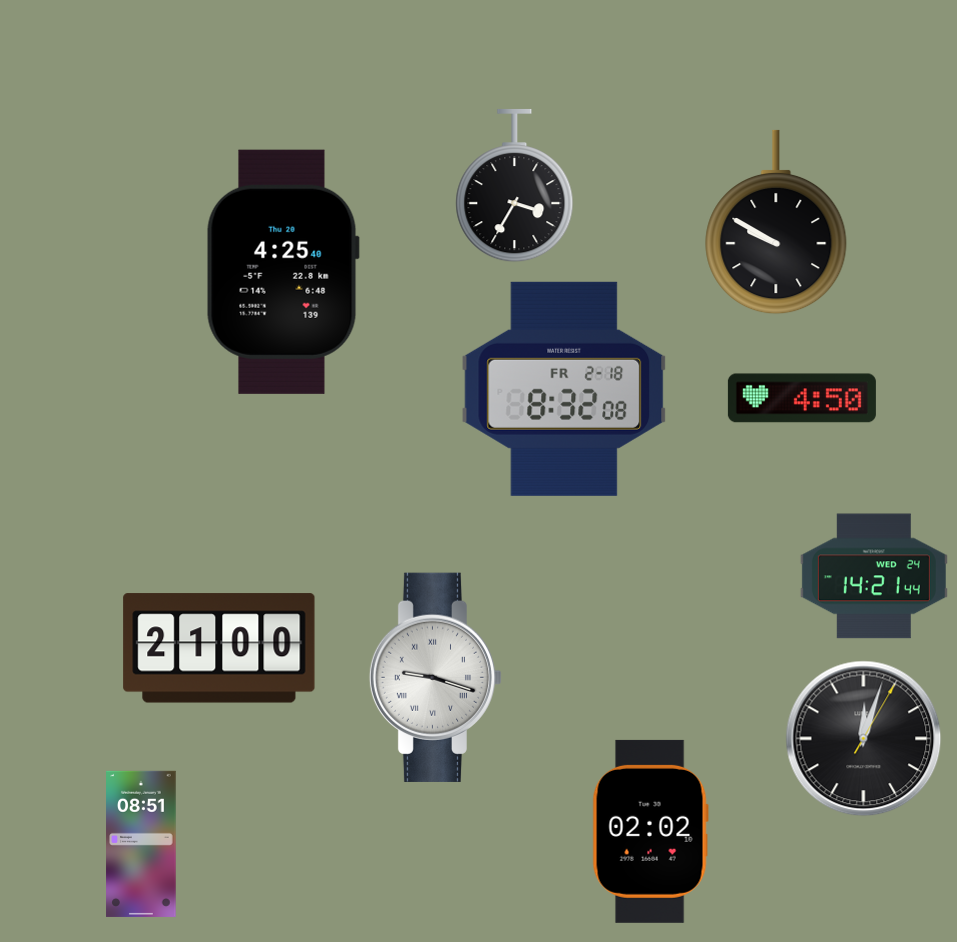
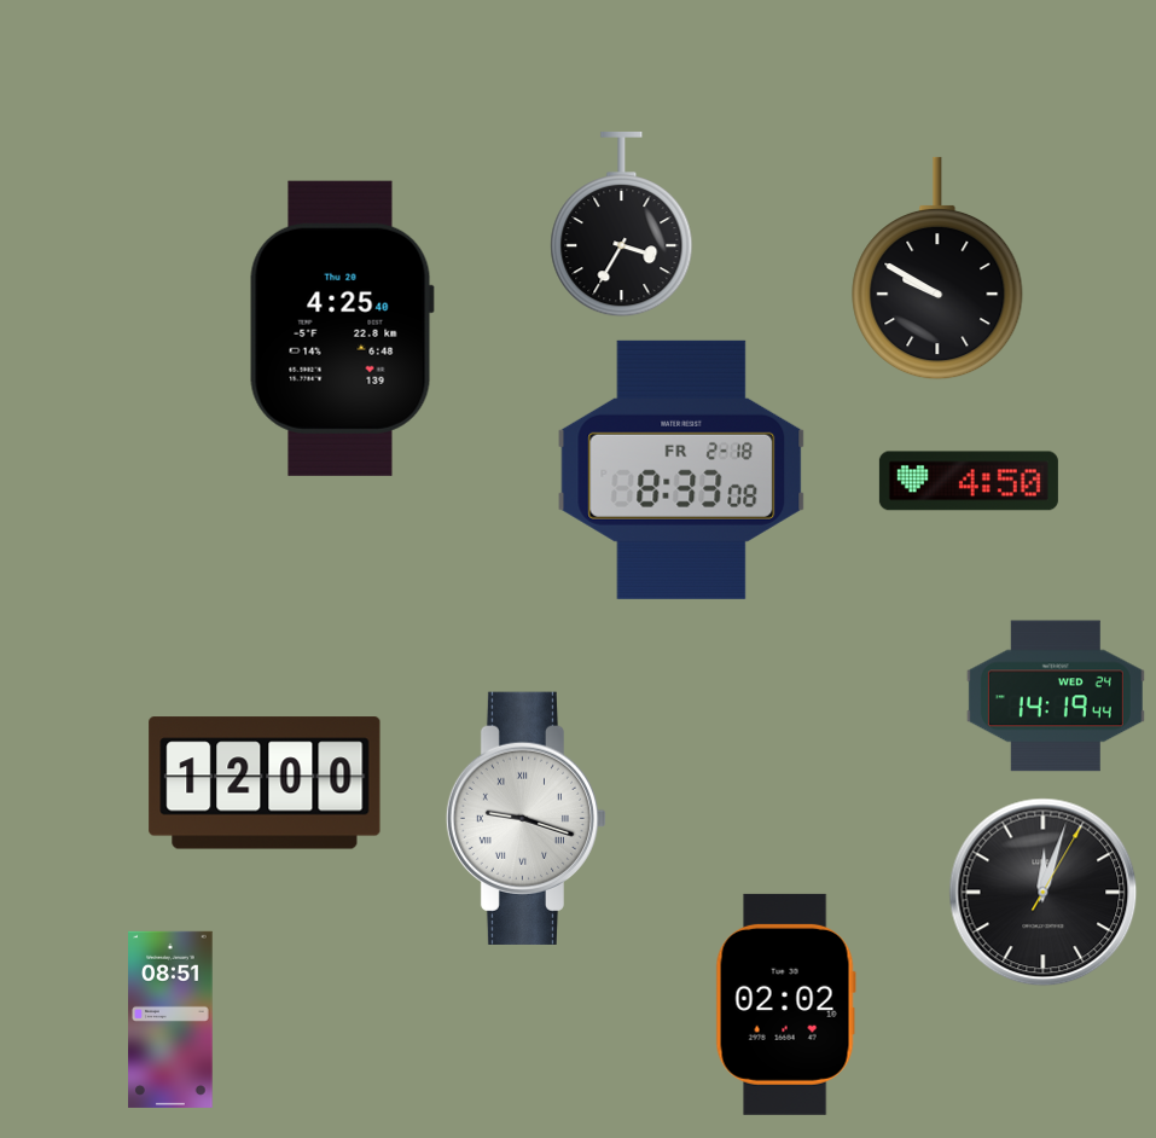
clock at (564, 389): 8:32 -> 8:33
clock at (874, 576): 14:21 -> 14:19
clock at (219, 648): 21:00 -> 12:00
